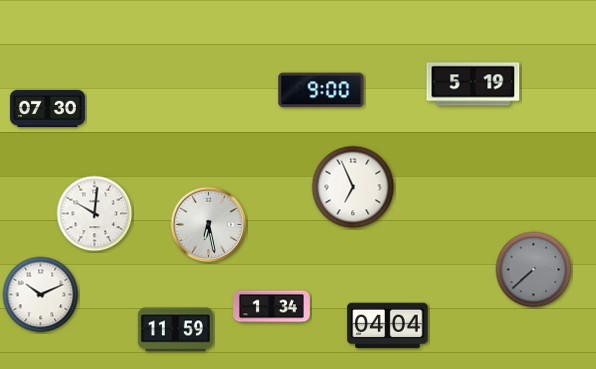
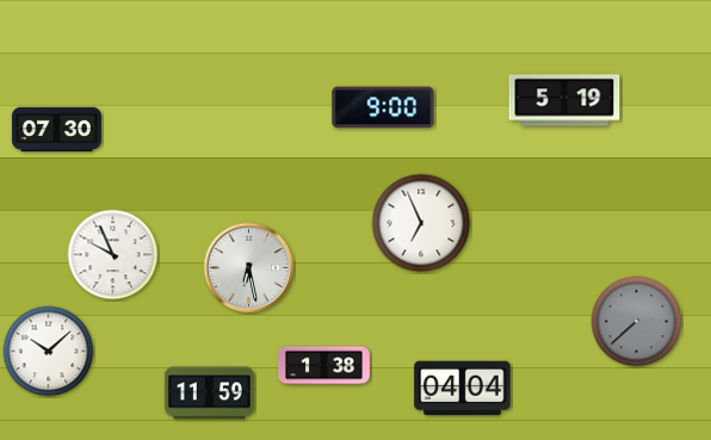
clock at (95, 214): 10:01 -> 9:56
clock at (41, 295): 10:11 -> 10:08
clock at (272, 307): 1:34 -> 1:38
